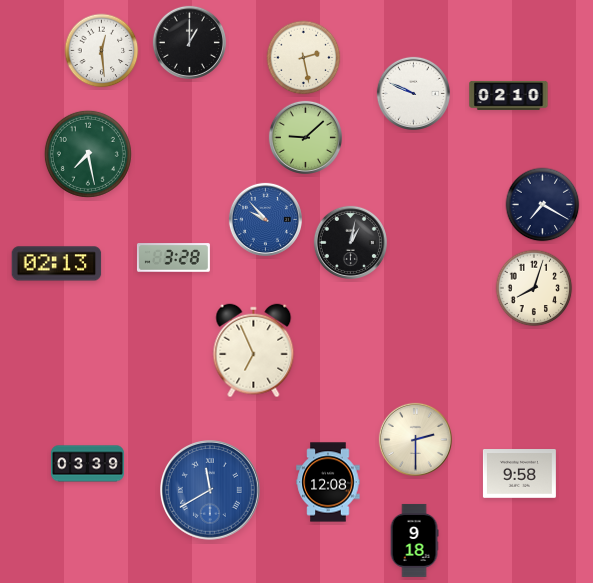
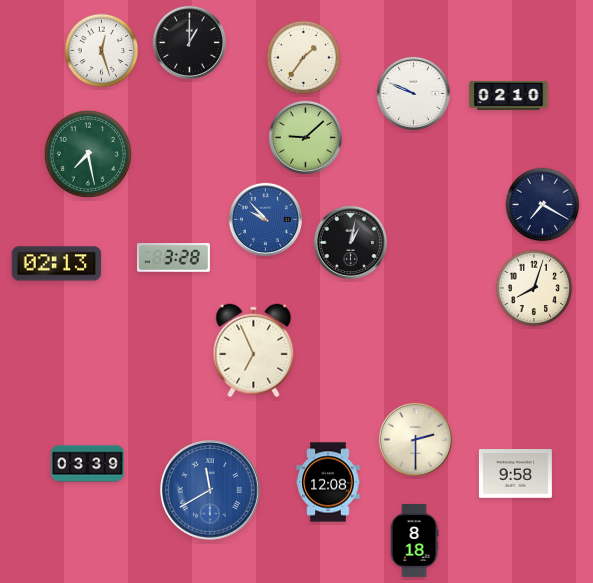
clock at (102, 51): 12:29 -> 12:27
clock at (304, 58): 2:28 -> 1:36
clock at (519, 474) position: (519, 474) -> (515, 474)
clock at (414, 540): 9:18 -> 8:18
